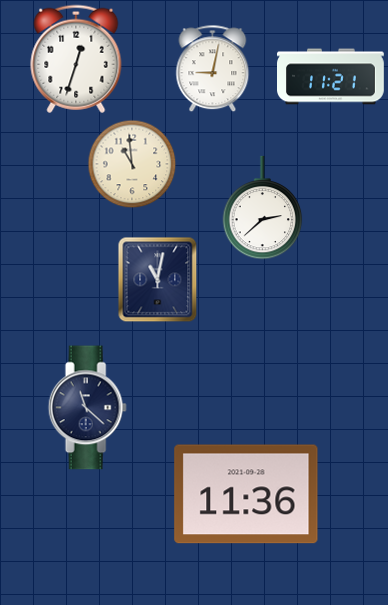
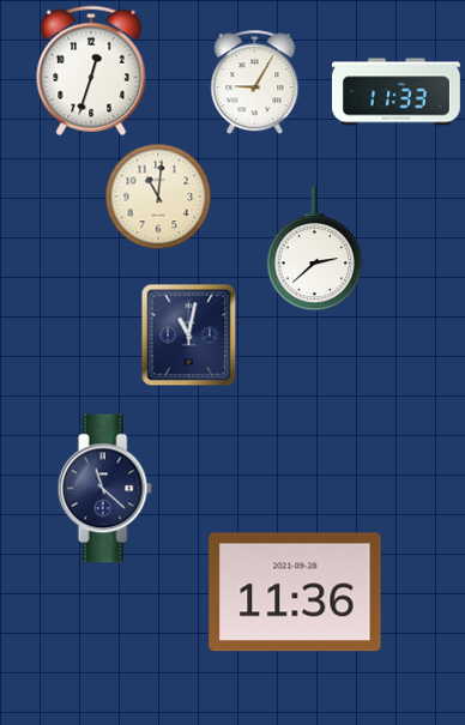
clock at (213, 69): 9:02 -> 9:05
clock at (331, 77): 11:21 -> 11:33
clock at (132, 164): 10:59 -> 11:01
